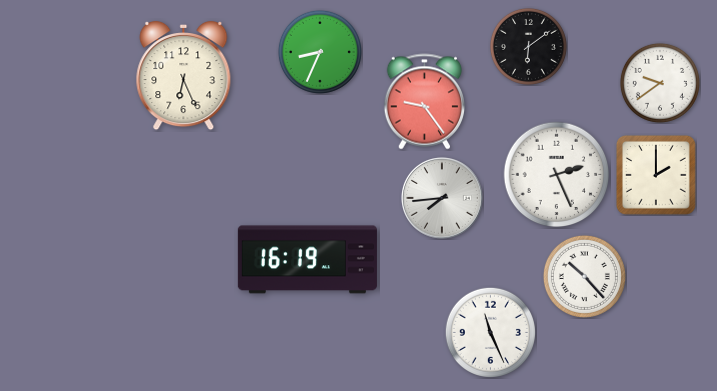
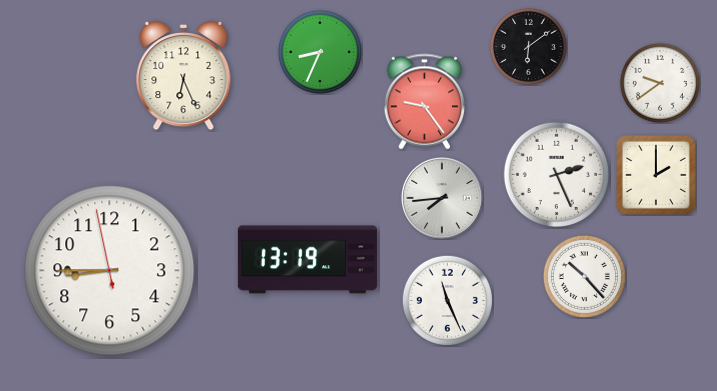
clock at (307, 260): 16:19 -> 13:19
clock at (110, 271): none -> 8:44
clock at (490, 332) position: (490, 332) -> (447, 300)
